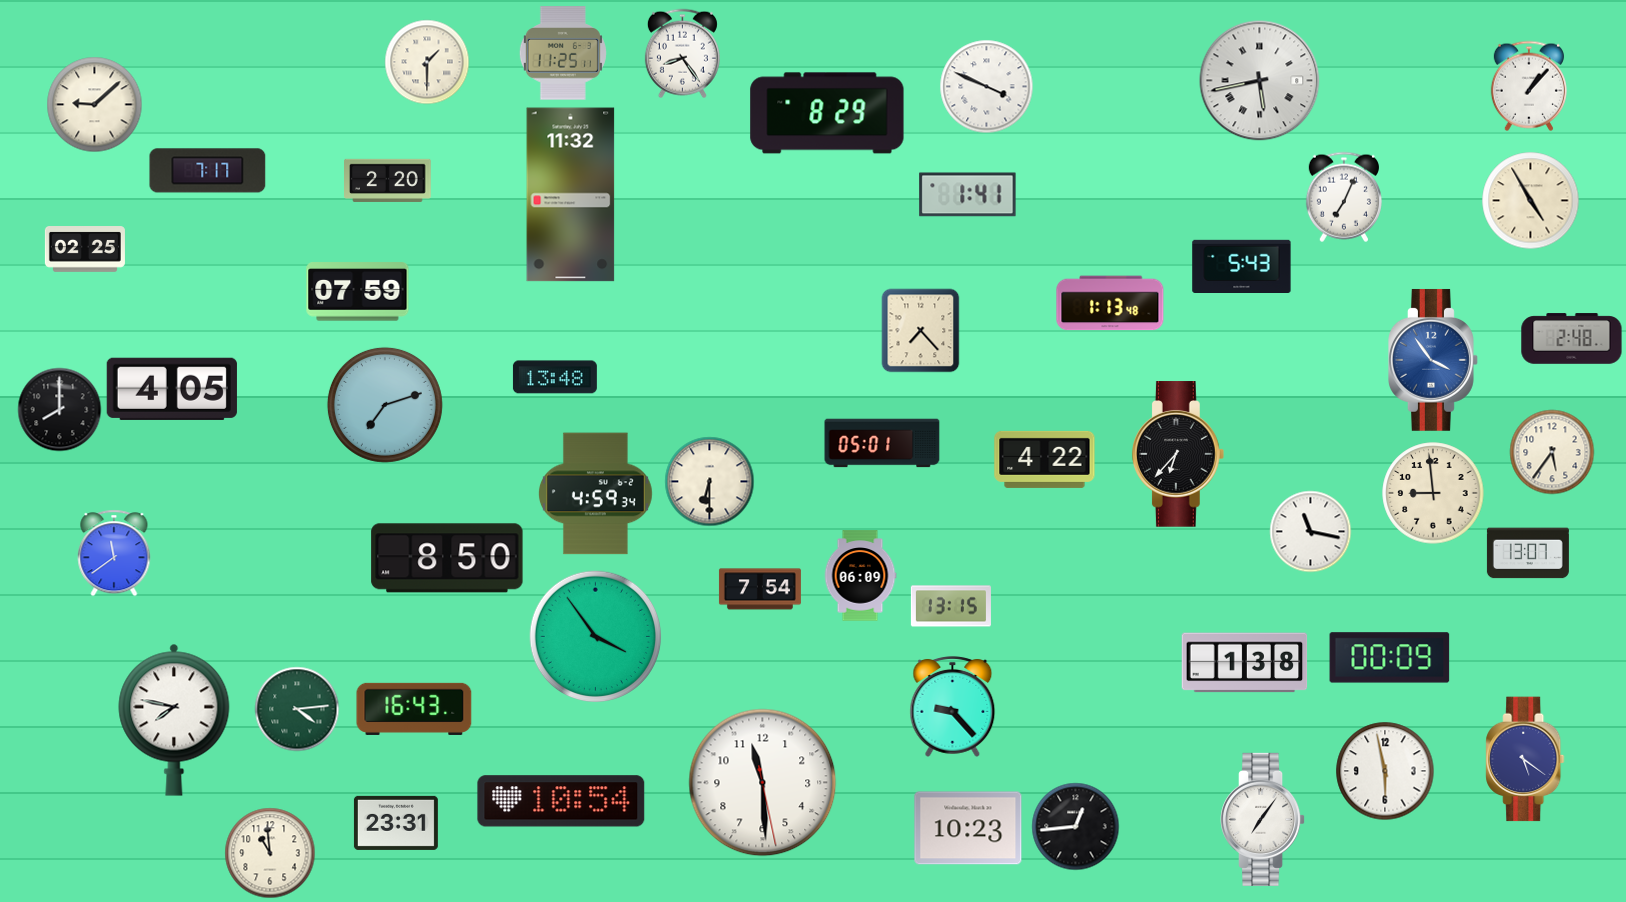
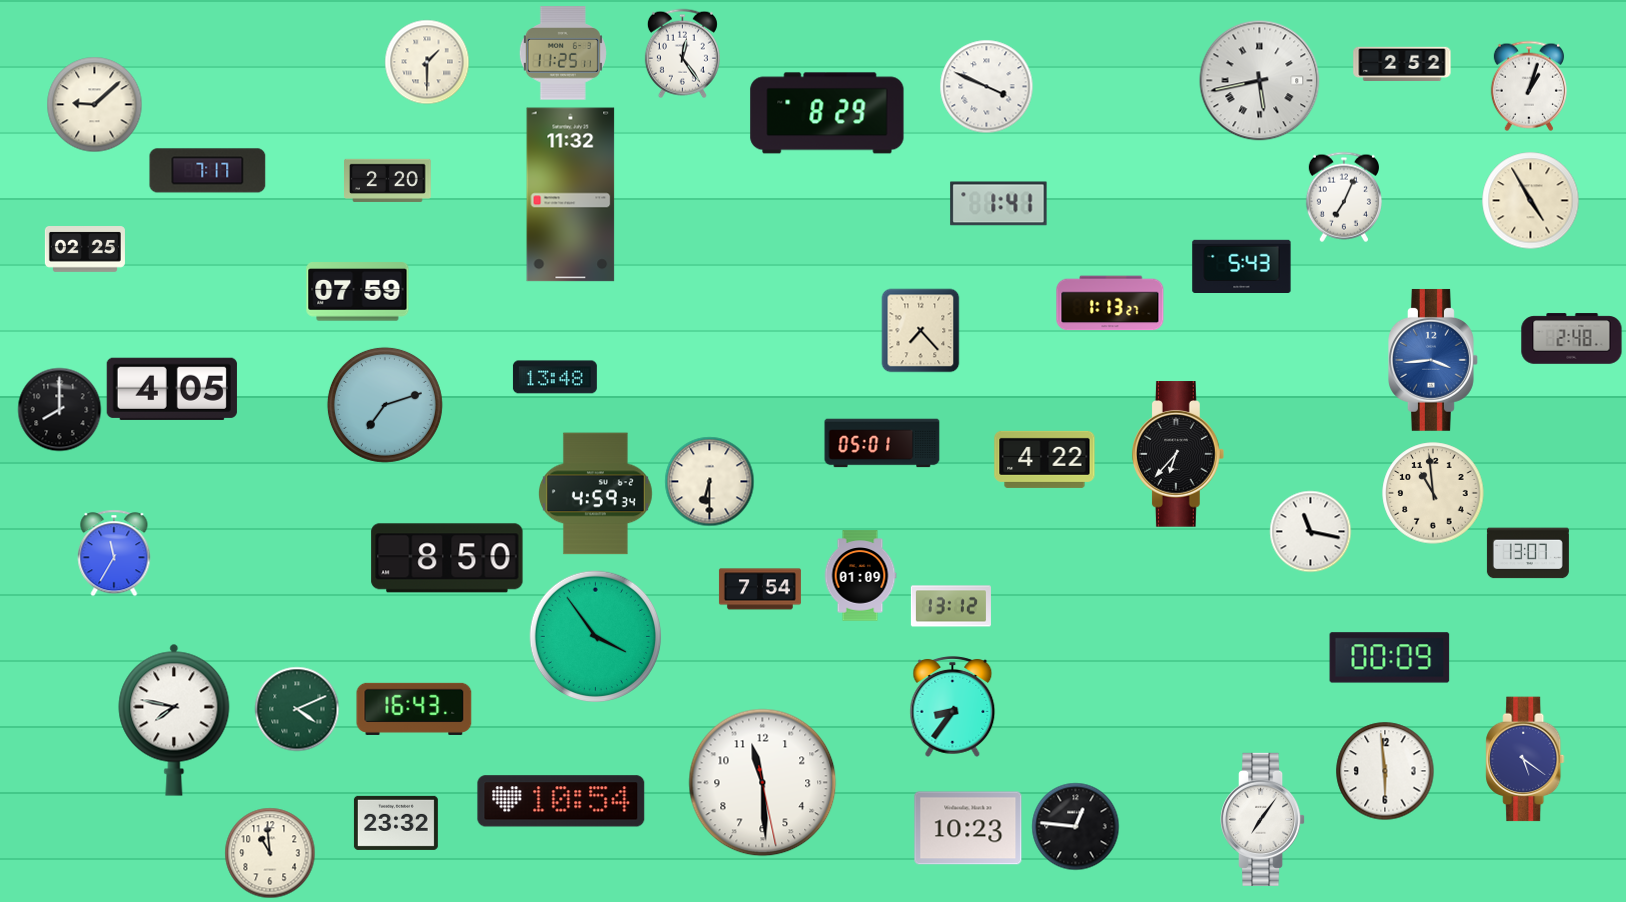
clock at (682, 53): 8:24 -> 12:24
clock at (1402, 64): none -> 2:52
clock at (1529, 86): 1:07 -> 1:03
clock at (968, 195) position: (968, 195) -> (999, 204)
clock at (1110, 303): 1:13:48 -> 1:13:27
clock at (1434, 360): 3:54 -> 3:44
clock at (1552, 452): 5:36 -> none
clock at (1433, 493): 8:59 -> 10:59
clock at (114, 553): 11:39 -> 11:35
clock at (860, 576): 06:09 -> 01:09
clock at (951, 606): 13:15 -> 13:12
clock at (1245, 663): 1:38 -> none
clock at (953, 706): 9:23 -> 8:36
clock at (297, 709): 4:14 -> 4:11
clock at (1385, 771): 5:58 -> 5:59
clock at (396, 823): 23:31 -> 23:32
clock at (1075, 826): 12:44 -> 12:46
